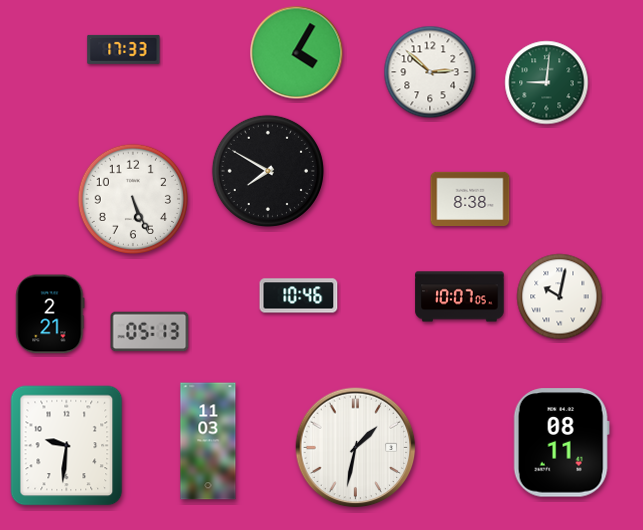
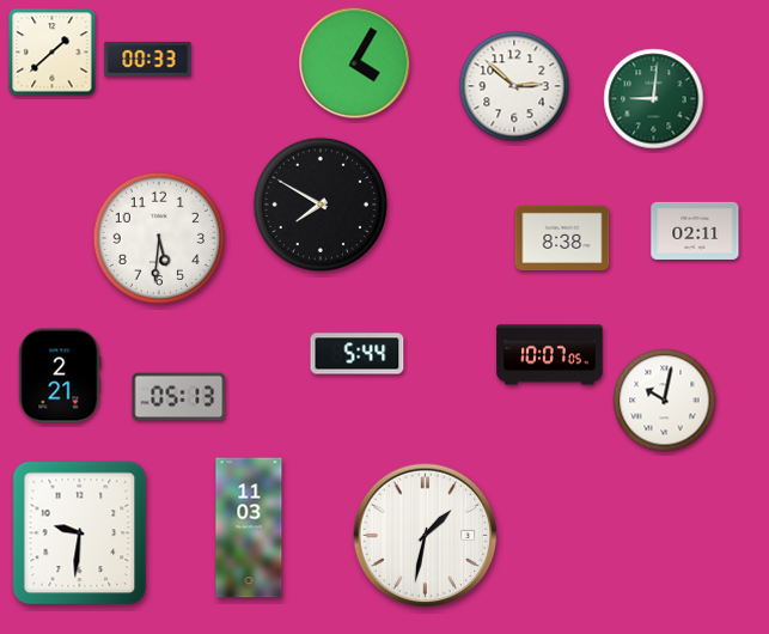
clock at (53, 53): none -> 1:38
clock at (124, 49): 17:33 -> 00:33
clock at (695, 231): none -> 02:11
clock at (132, 198): 5:26 -> 5:31
clock at (299, 296): 10:46 -> 5:44
clock at (560, 297) position: (560, 297) -> (665, 401)
clock at (561, 443): 08:11 -> none
